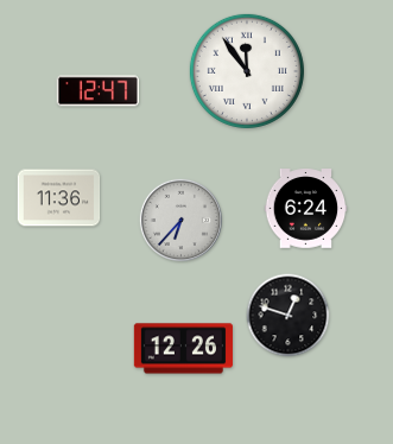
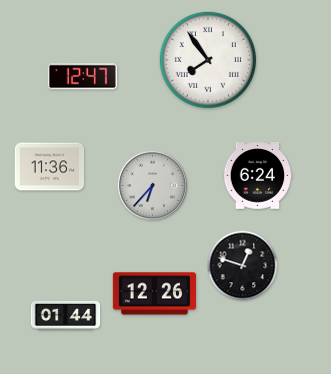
clock at (247, 71): 11:54 -> 7:54
clock at (66, 315): none -> 01:44
